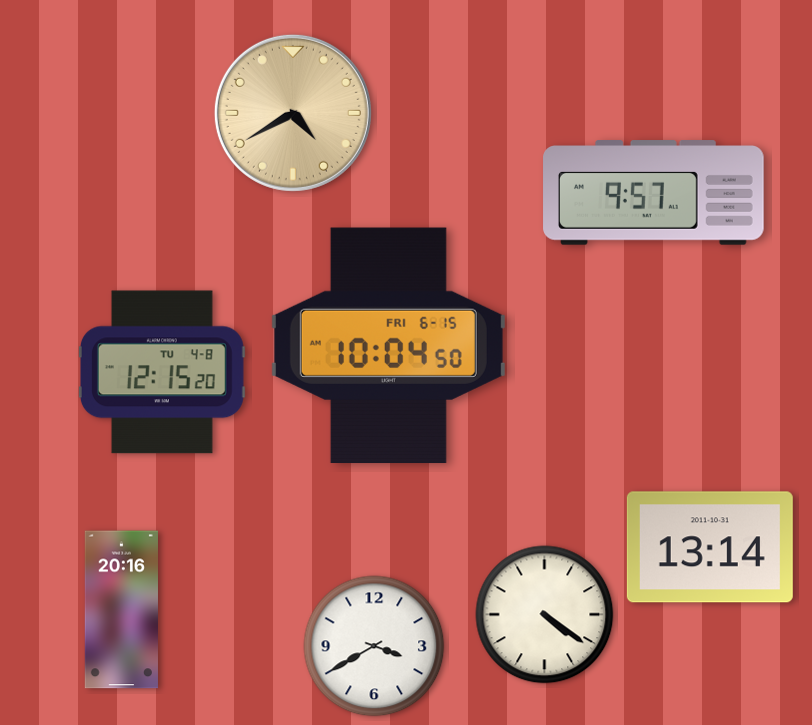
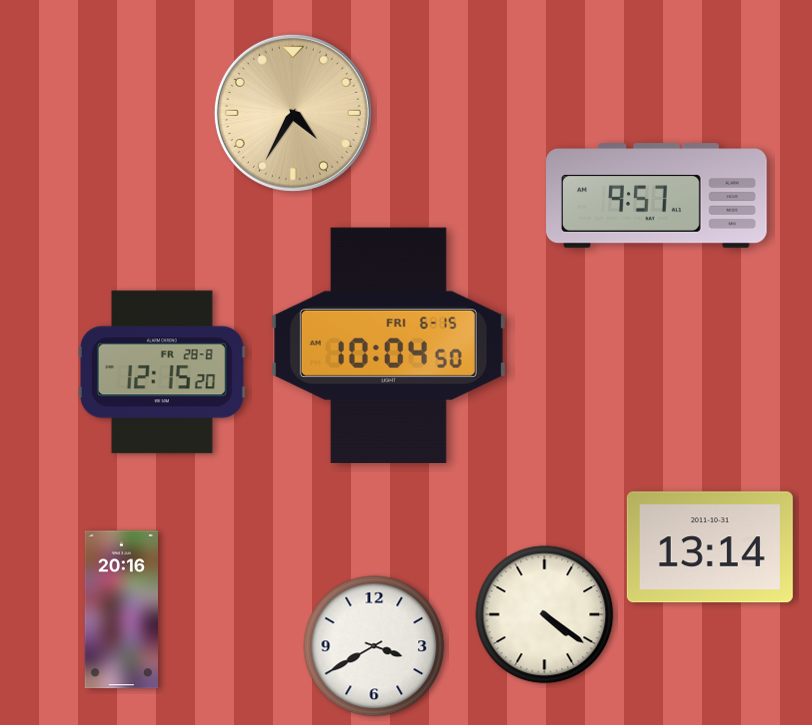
clock at (293, 113): 4:40 -> 4:35
clock at (654, 193) position: (654, 193) -> (657, 196)
clock at (162, 372) date: TU 4-8 -> FR 28-8
